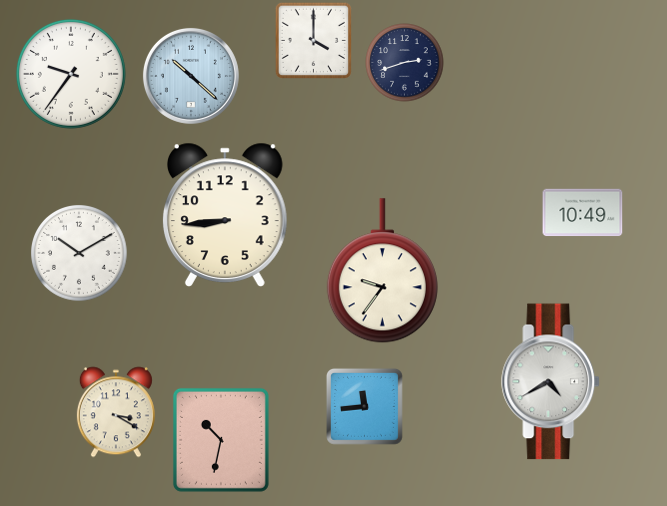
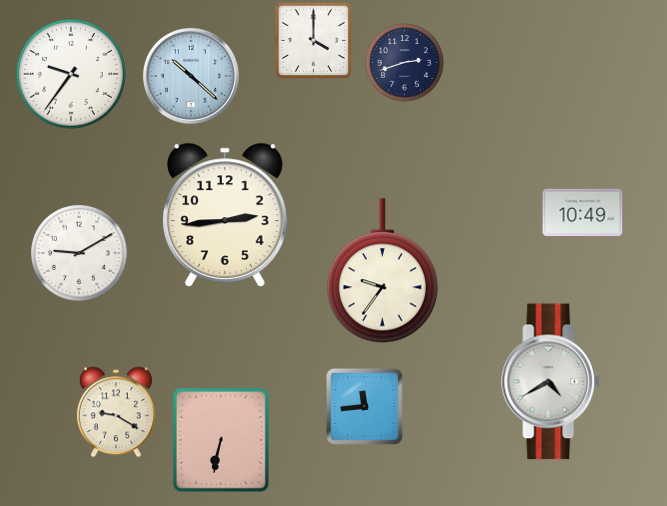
clock at (225, 215): 8:44 -> 2:44
clock at (80, 254): 10:10 -> 9:10
clock at (116, 412): 3:20 -> 9:20
clock at (221, 440): 10:32 -> 6:32
